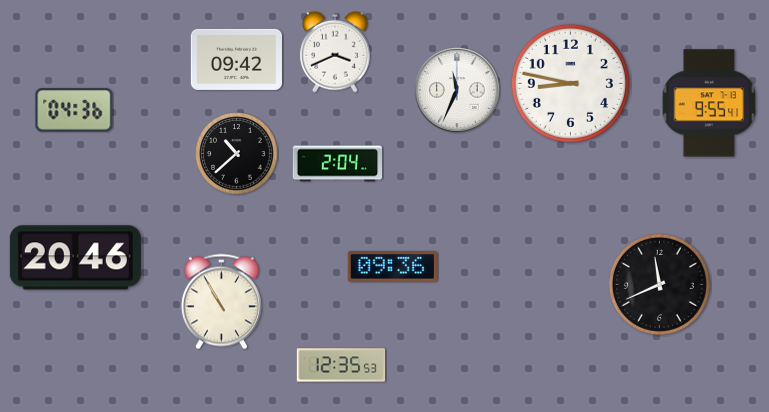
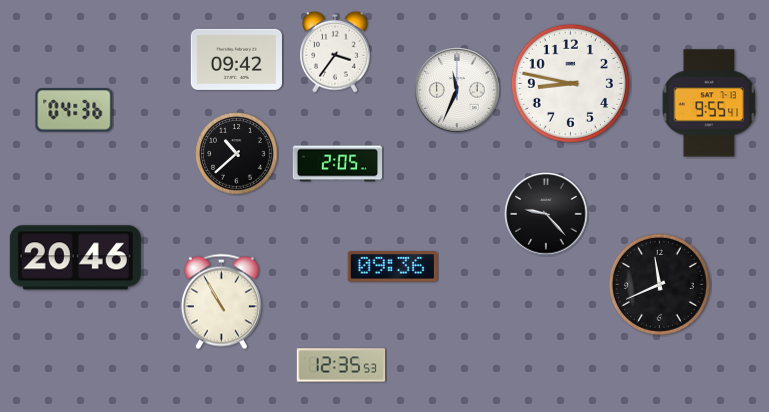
clock at (336, 52): 3:41 -> 3:36
clock at (338, 164): 2:04 -> 2:05
clock at (546, 214): none -> 9:23
